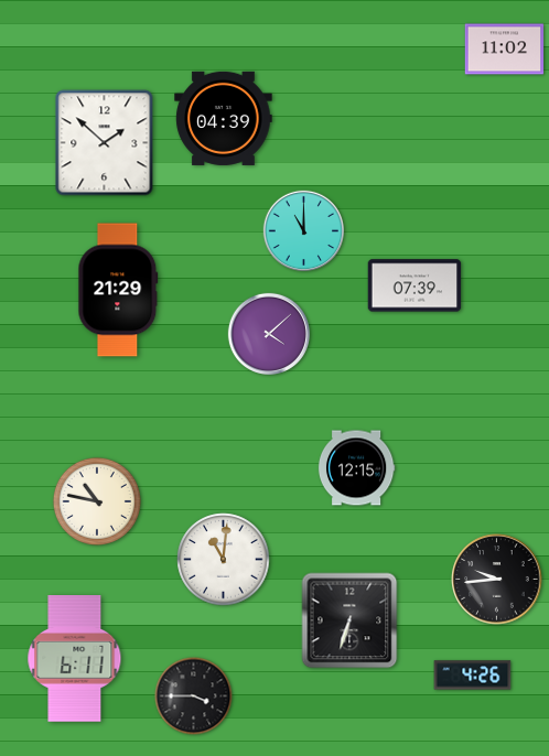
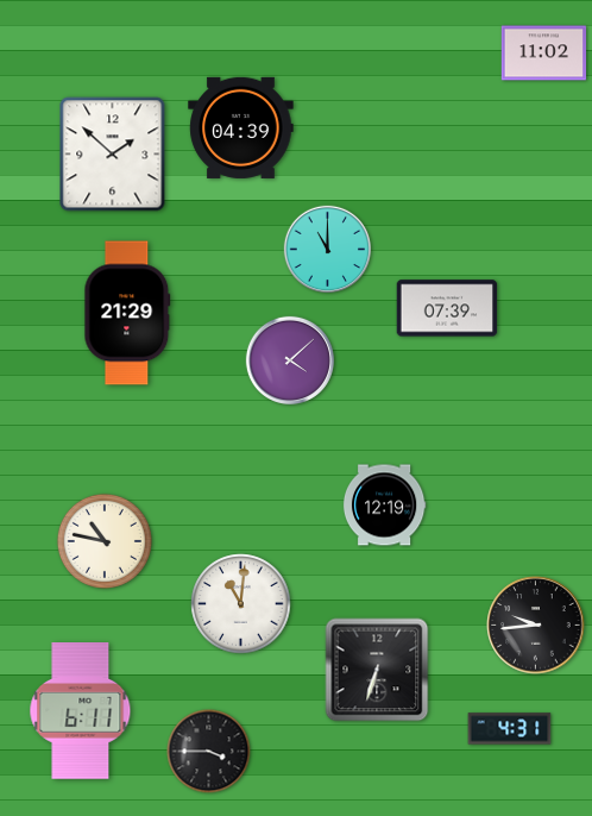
clock at (356, 468): 12:15 -> 12:19
clock at (473, 676): 4:26 -> 4:31
